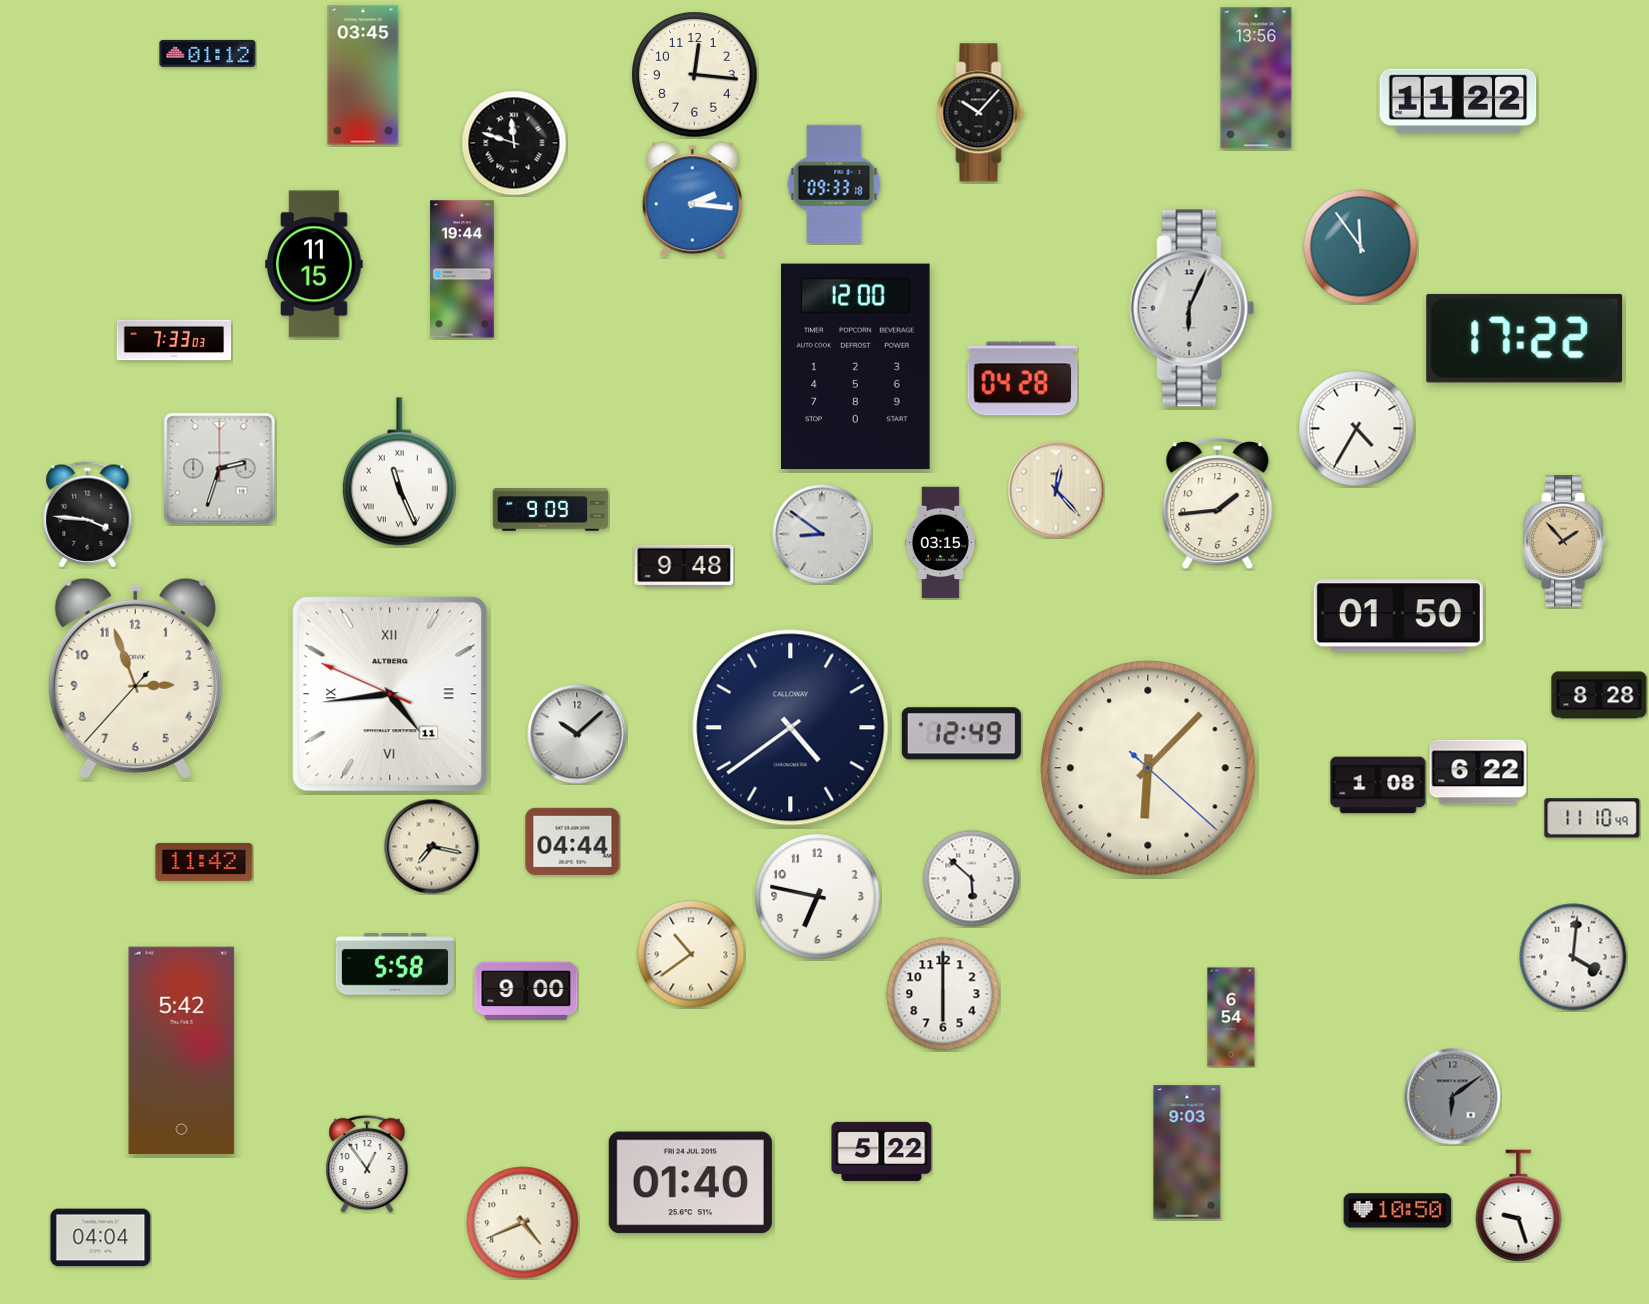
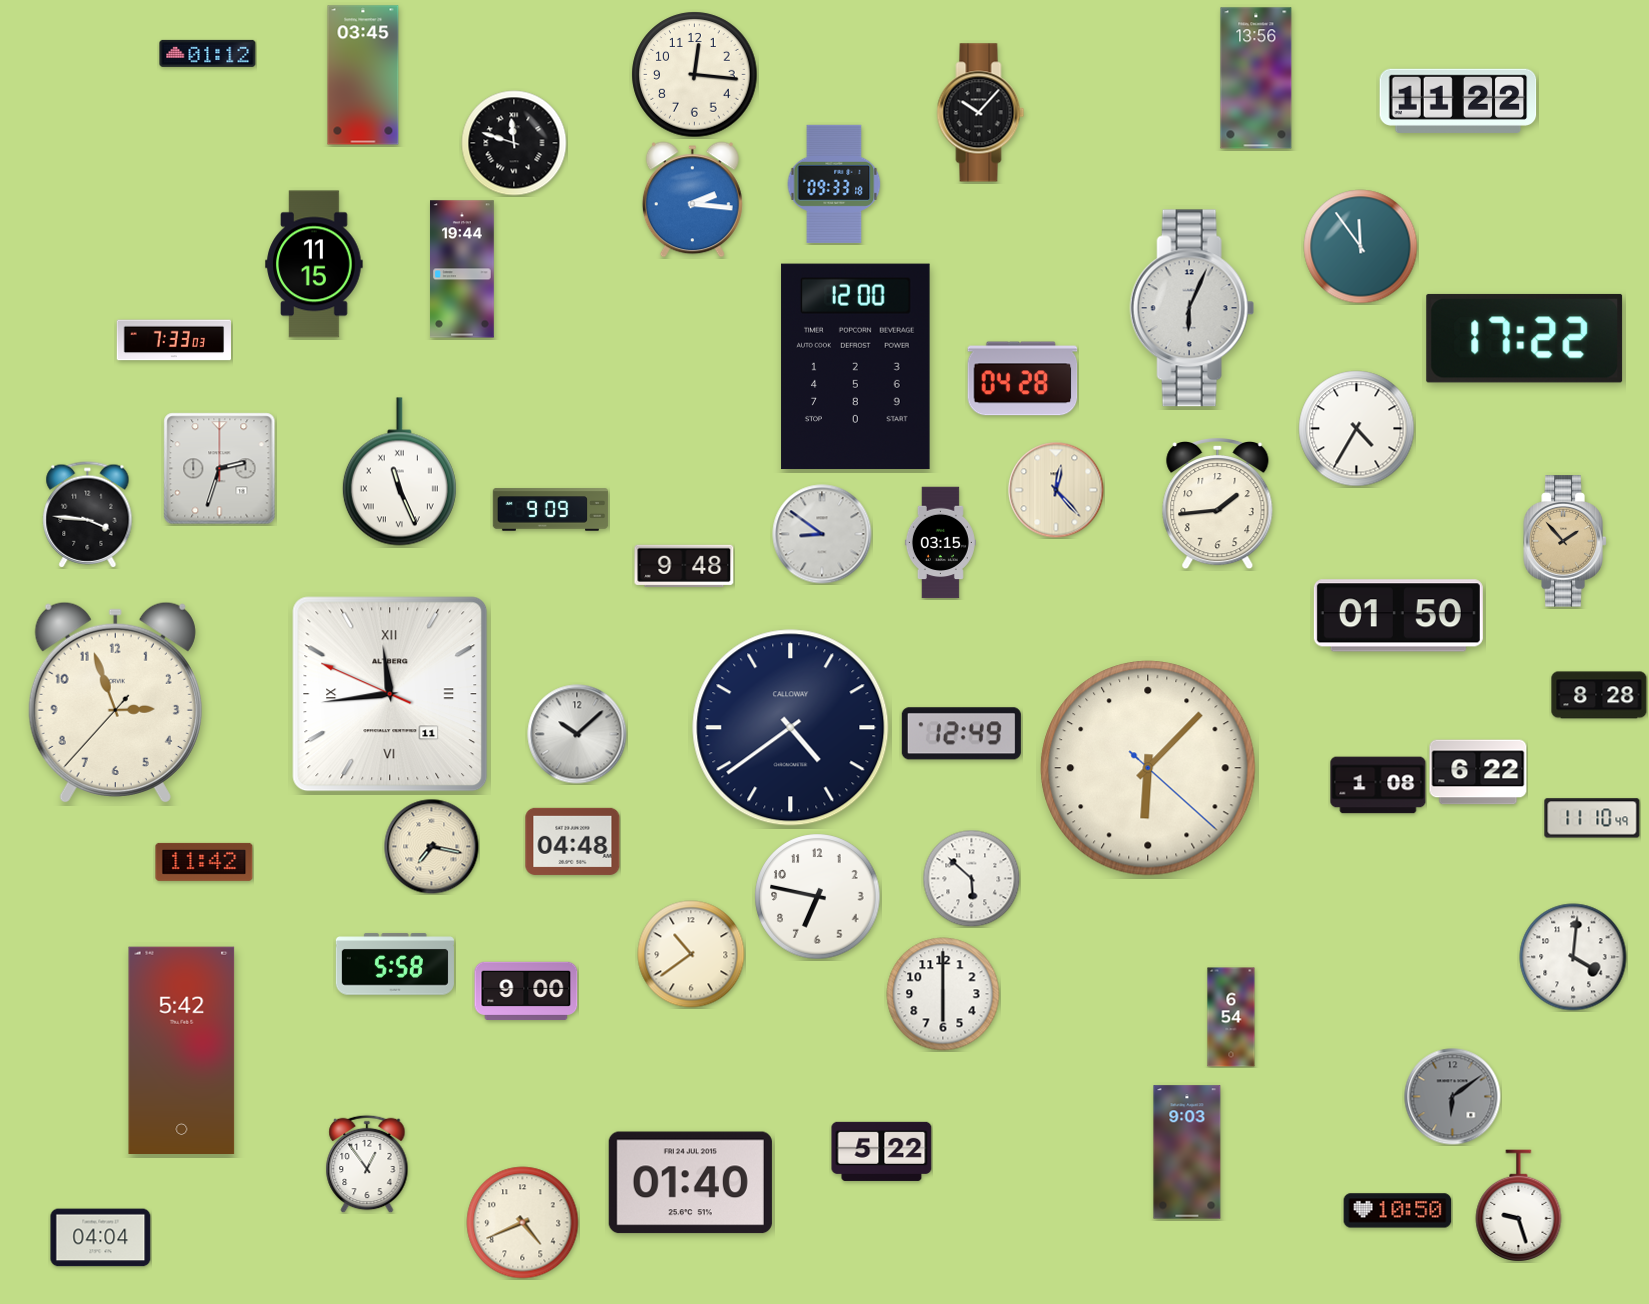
clock at (135, 679) position: (135, 679) -> (115, 703)
clock at (390, 694): 4:43 -> 11:43
clock at (573, 841): 04:44 -> 04:48
